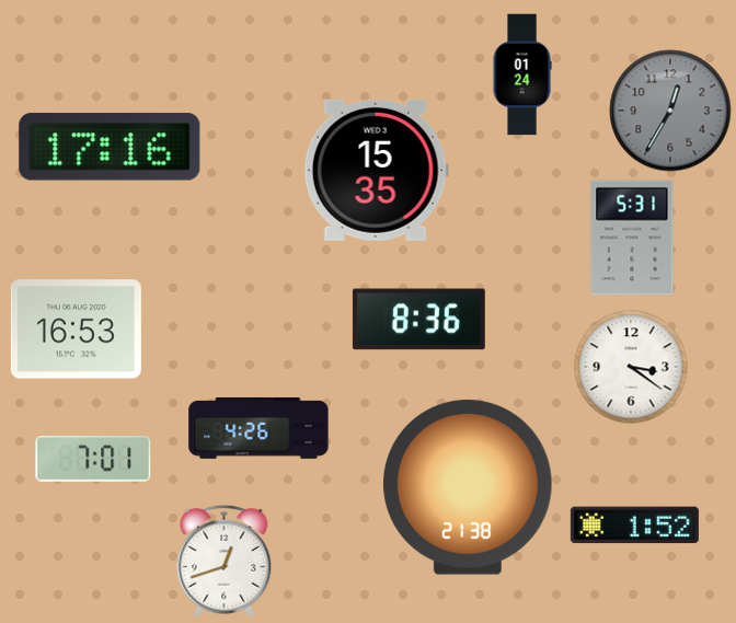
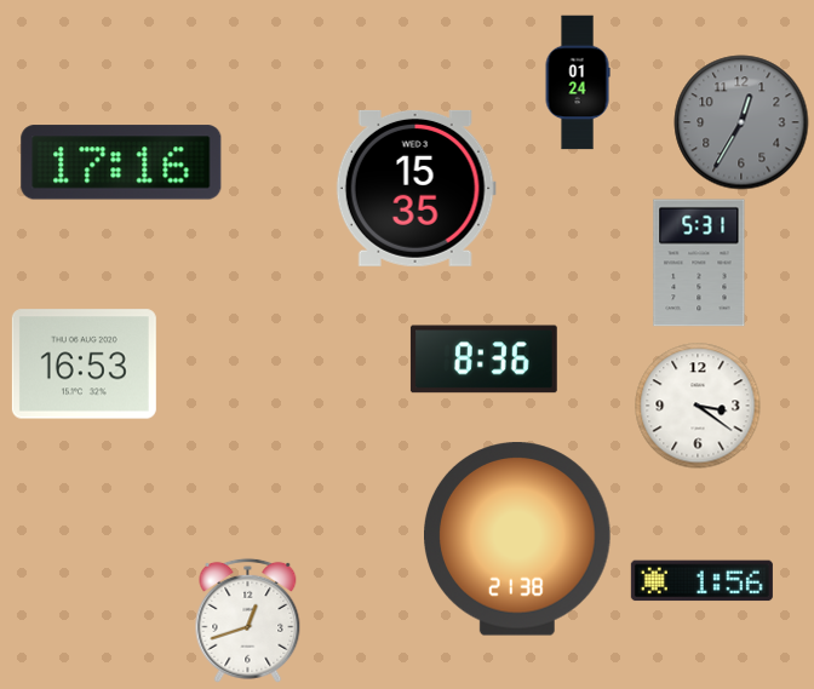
clock at (418, 320) position: (418, 320) -> (483, 360)
clock at (258, 428): 4:26 -> none
clock at (93, 459): 7:01 -> none
clock at (634, 526): 1:52 -> 1:56
